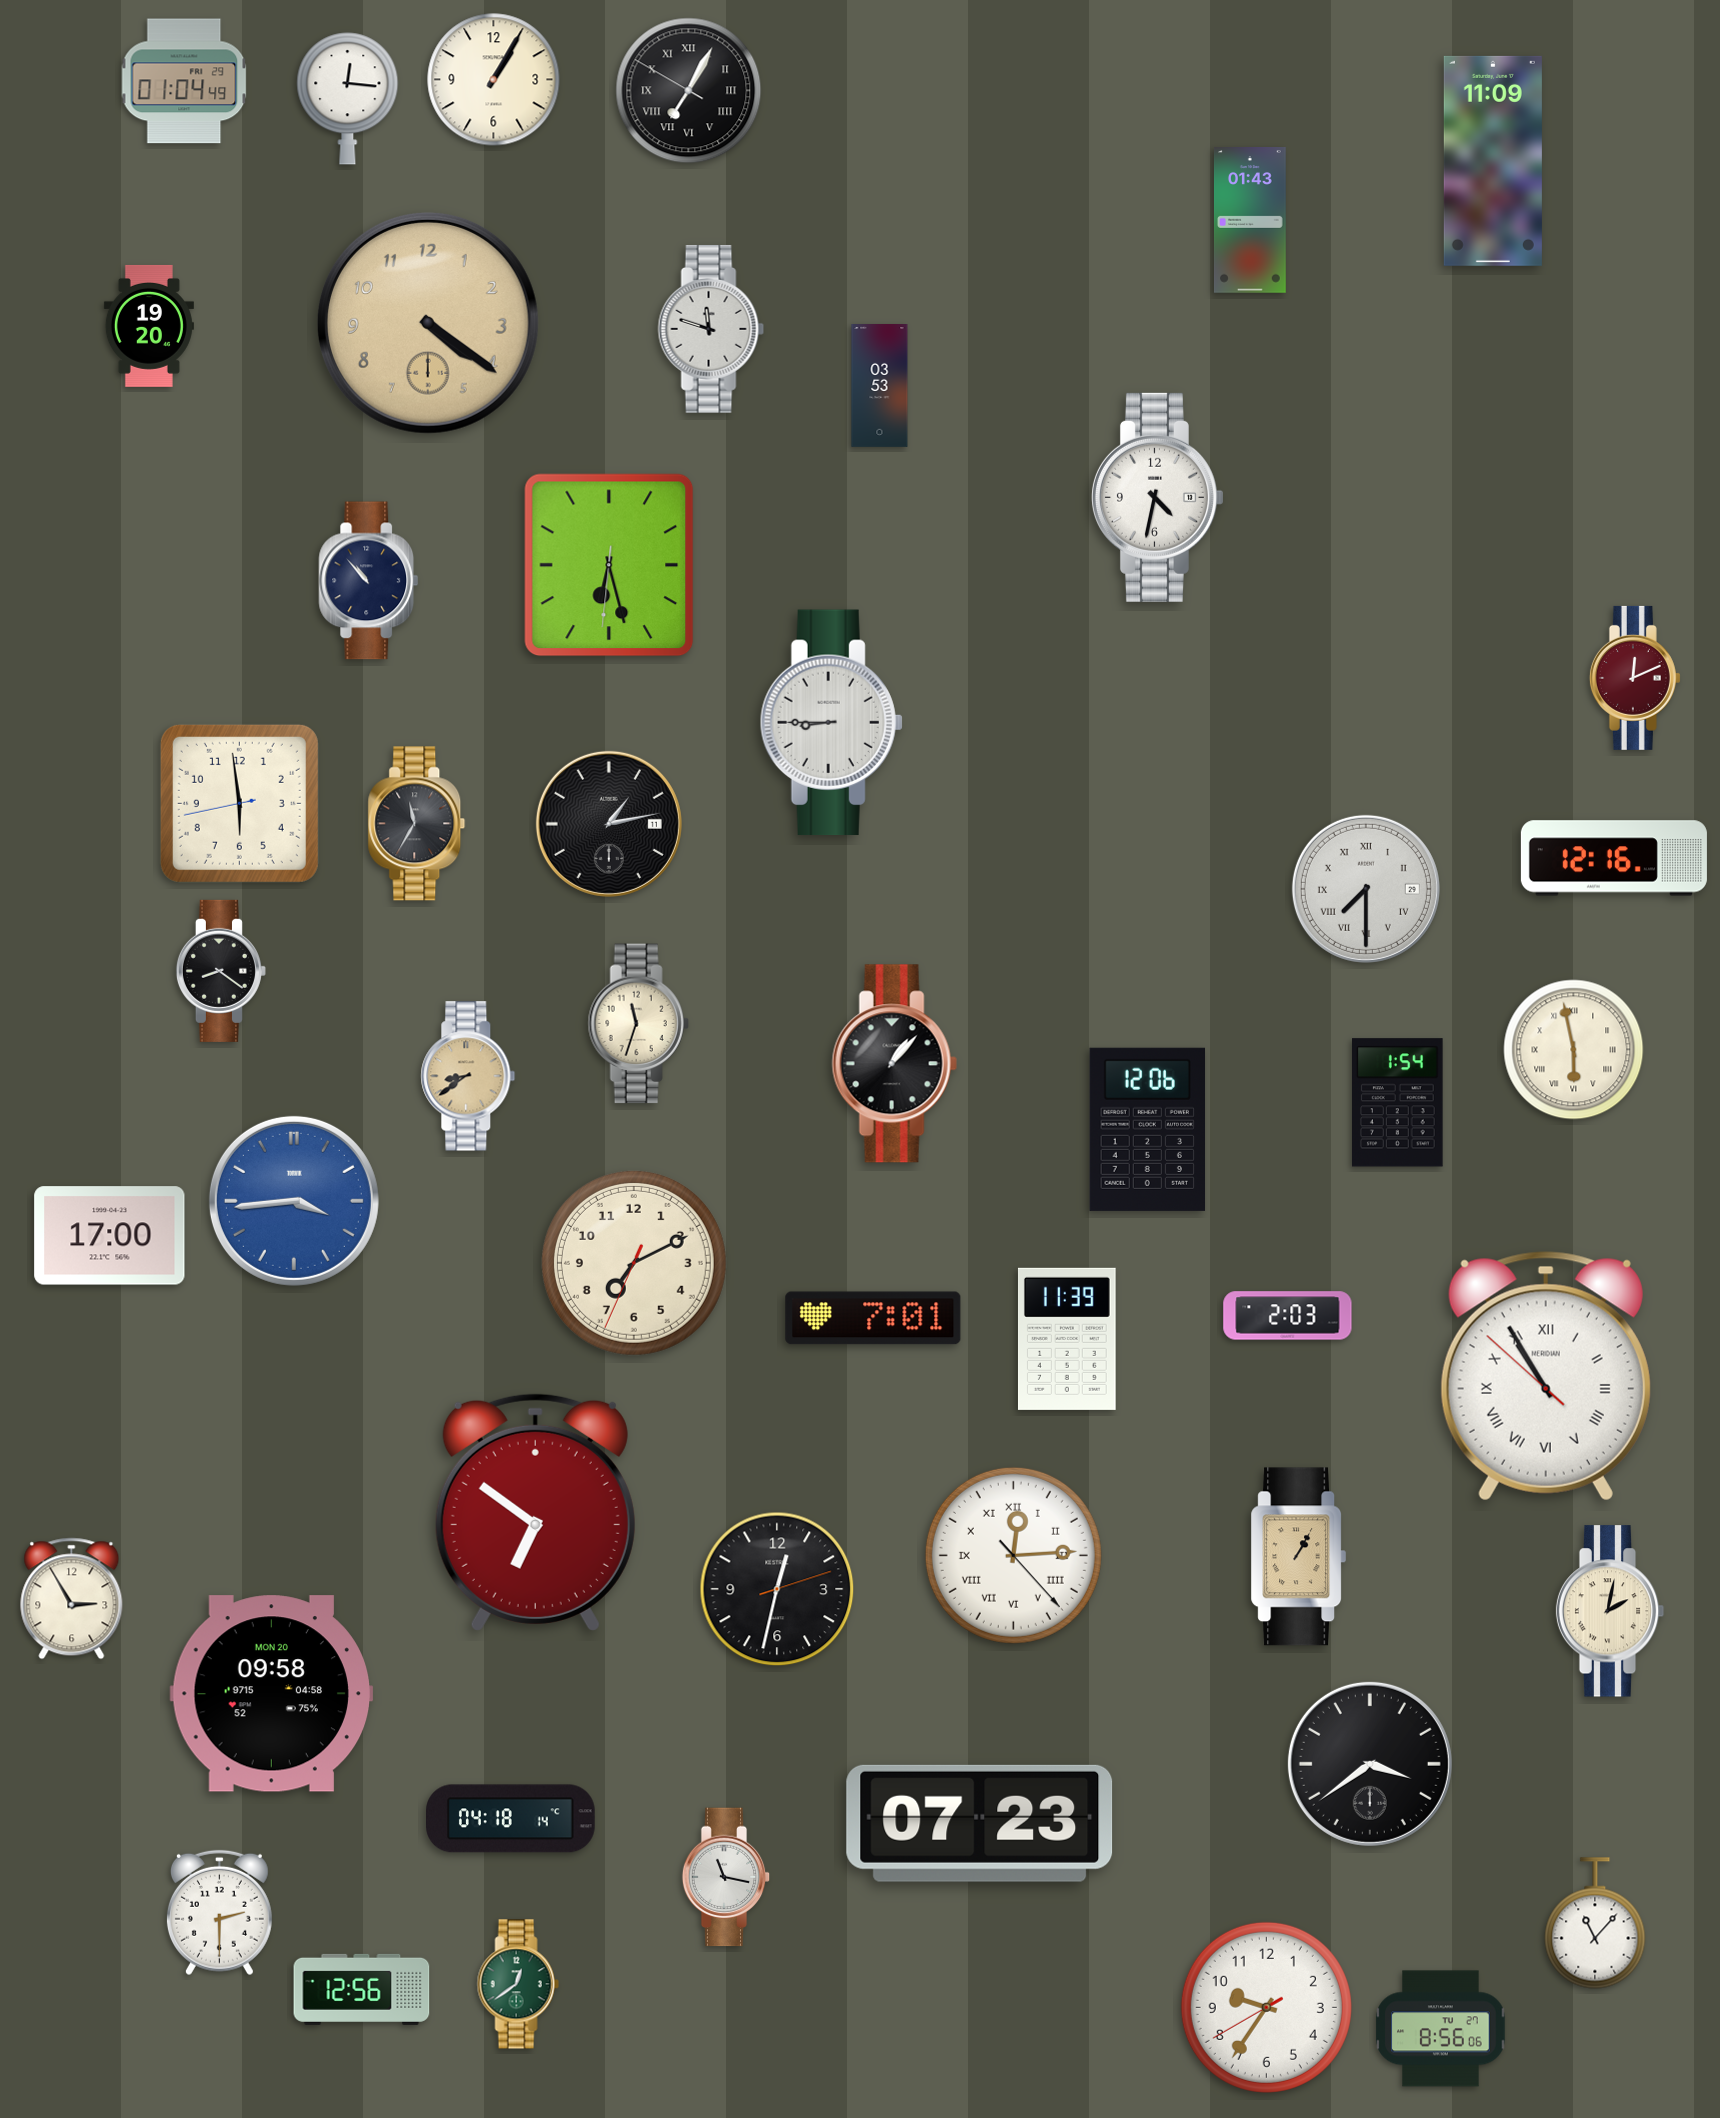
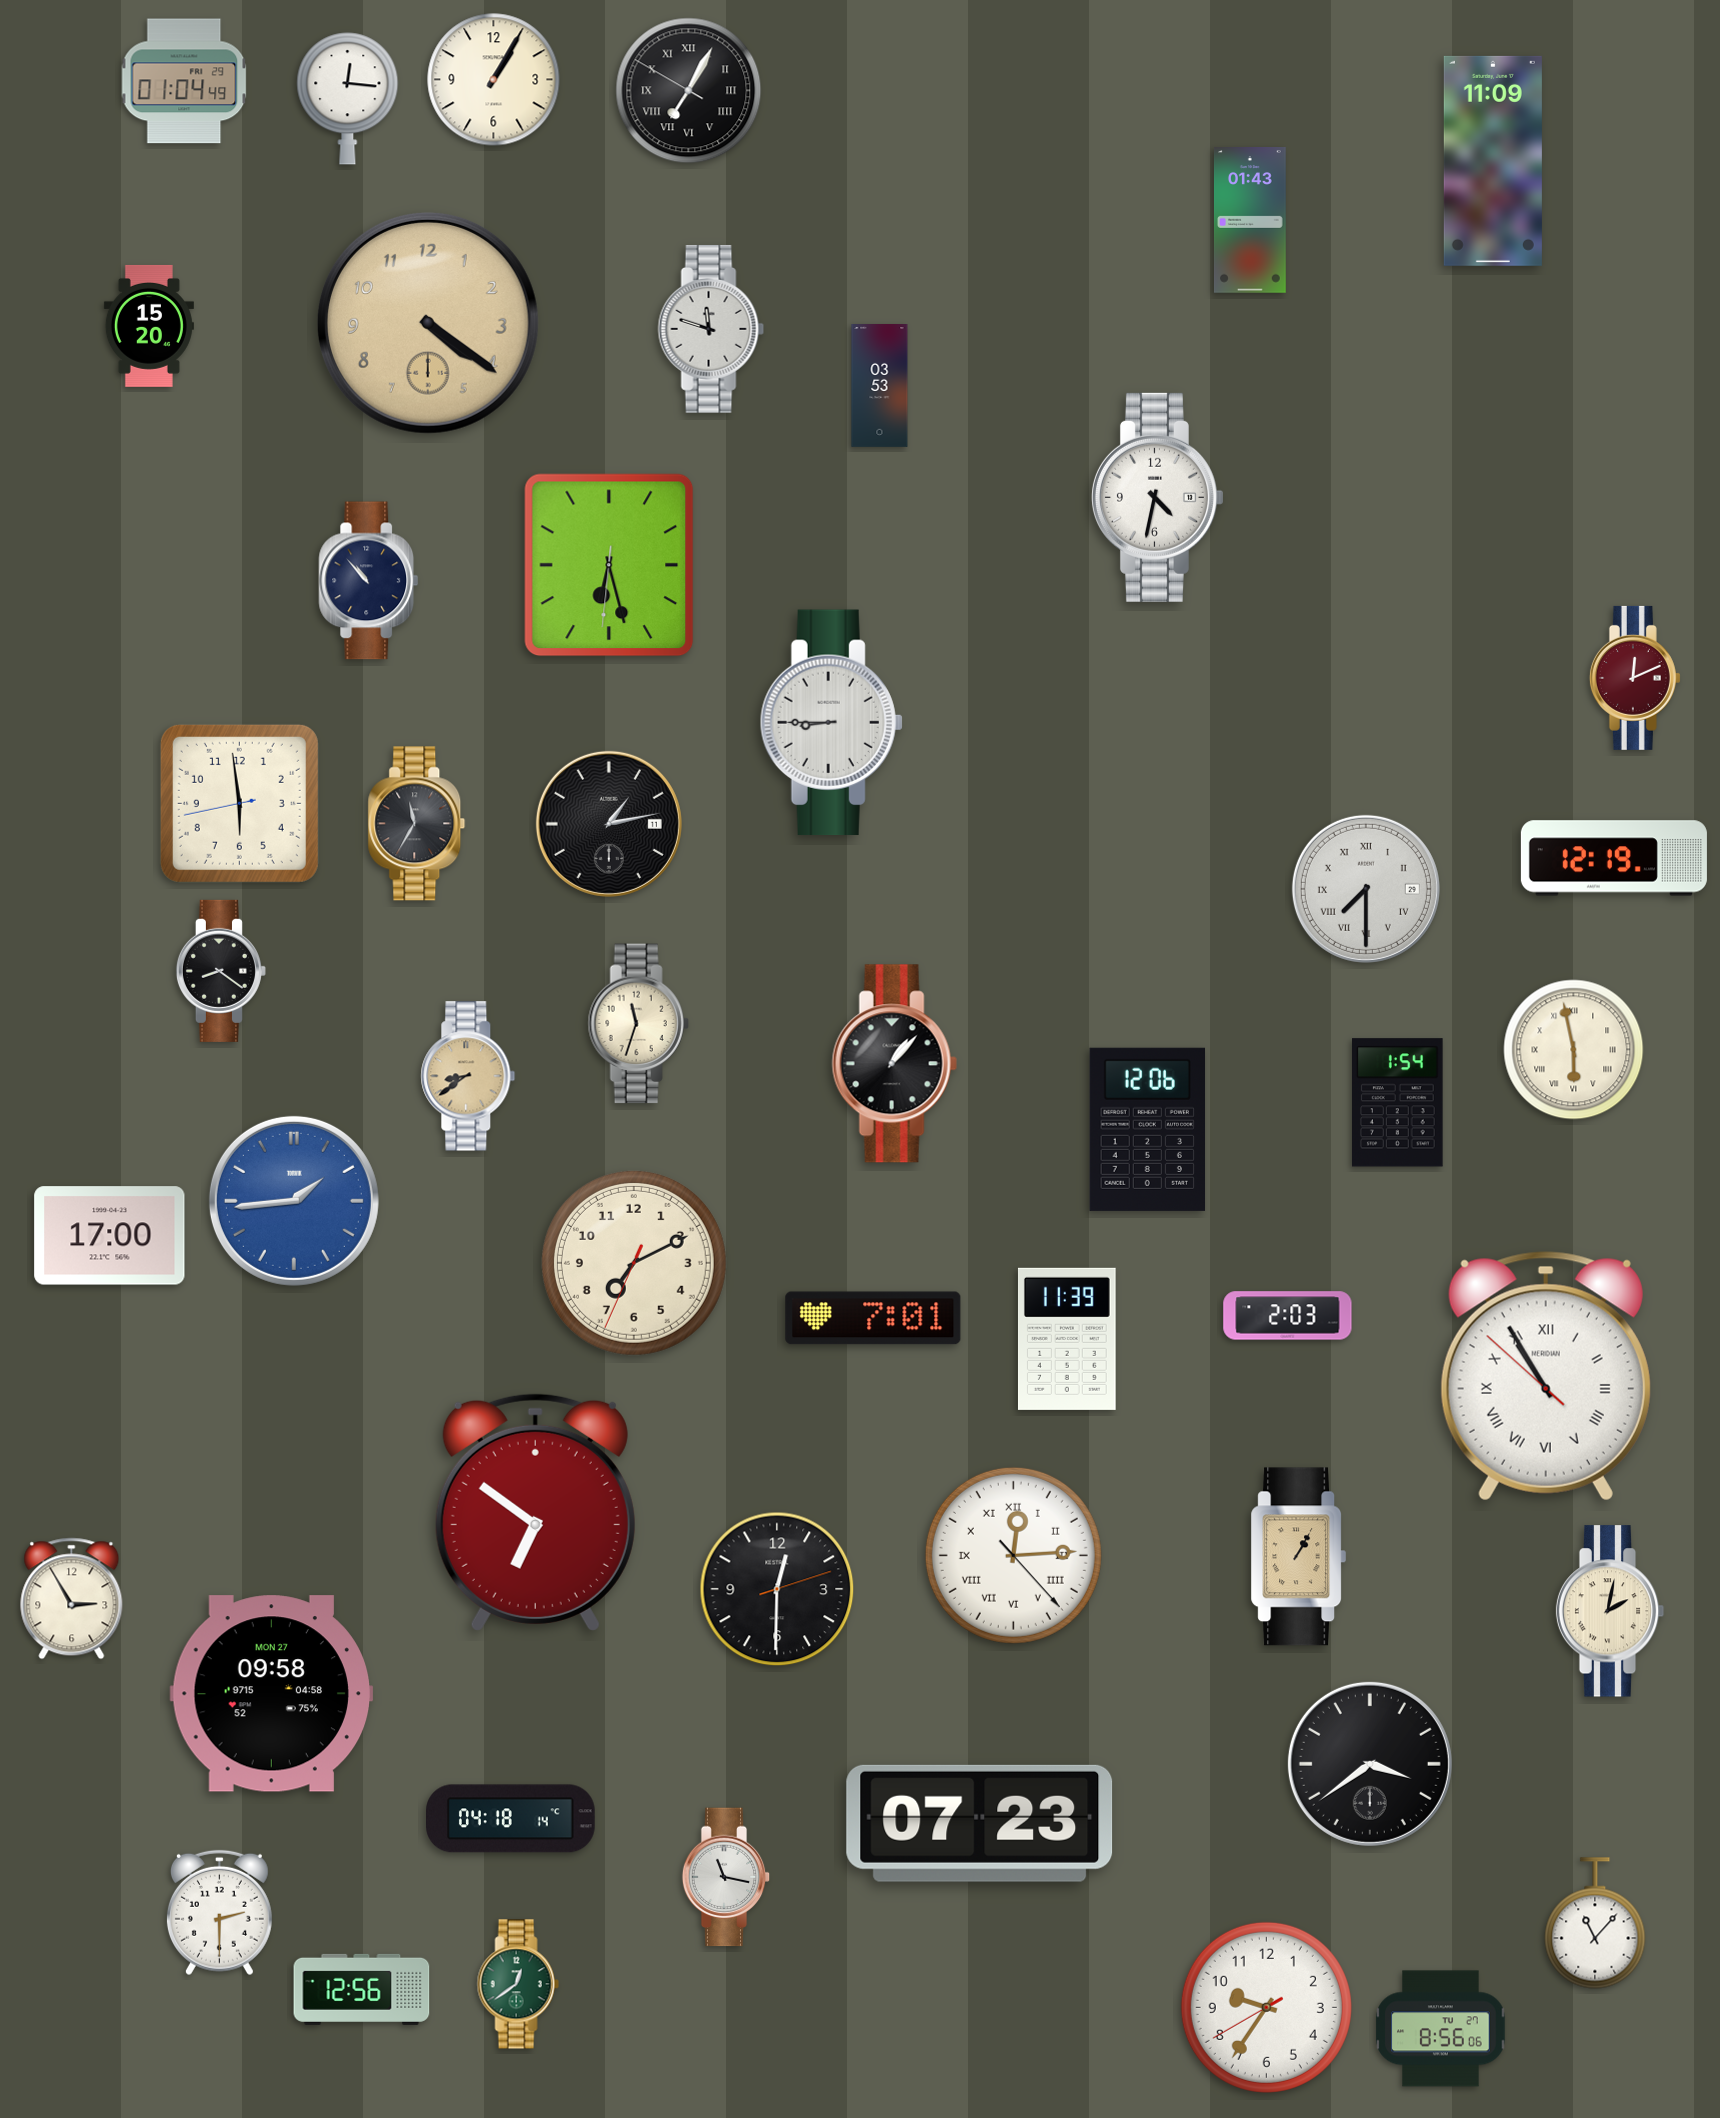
clock at (149, 326): 19:20 -> 15:20
clock at (1614, 858): 12:16 -> 12:19
clock at (294, 1201): 3:44 -> 1:44
clock at (777, 1589): 12:32 -> 12:30
clock at (272, 1694) date: MON 20 -> MON 27
